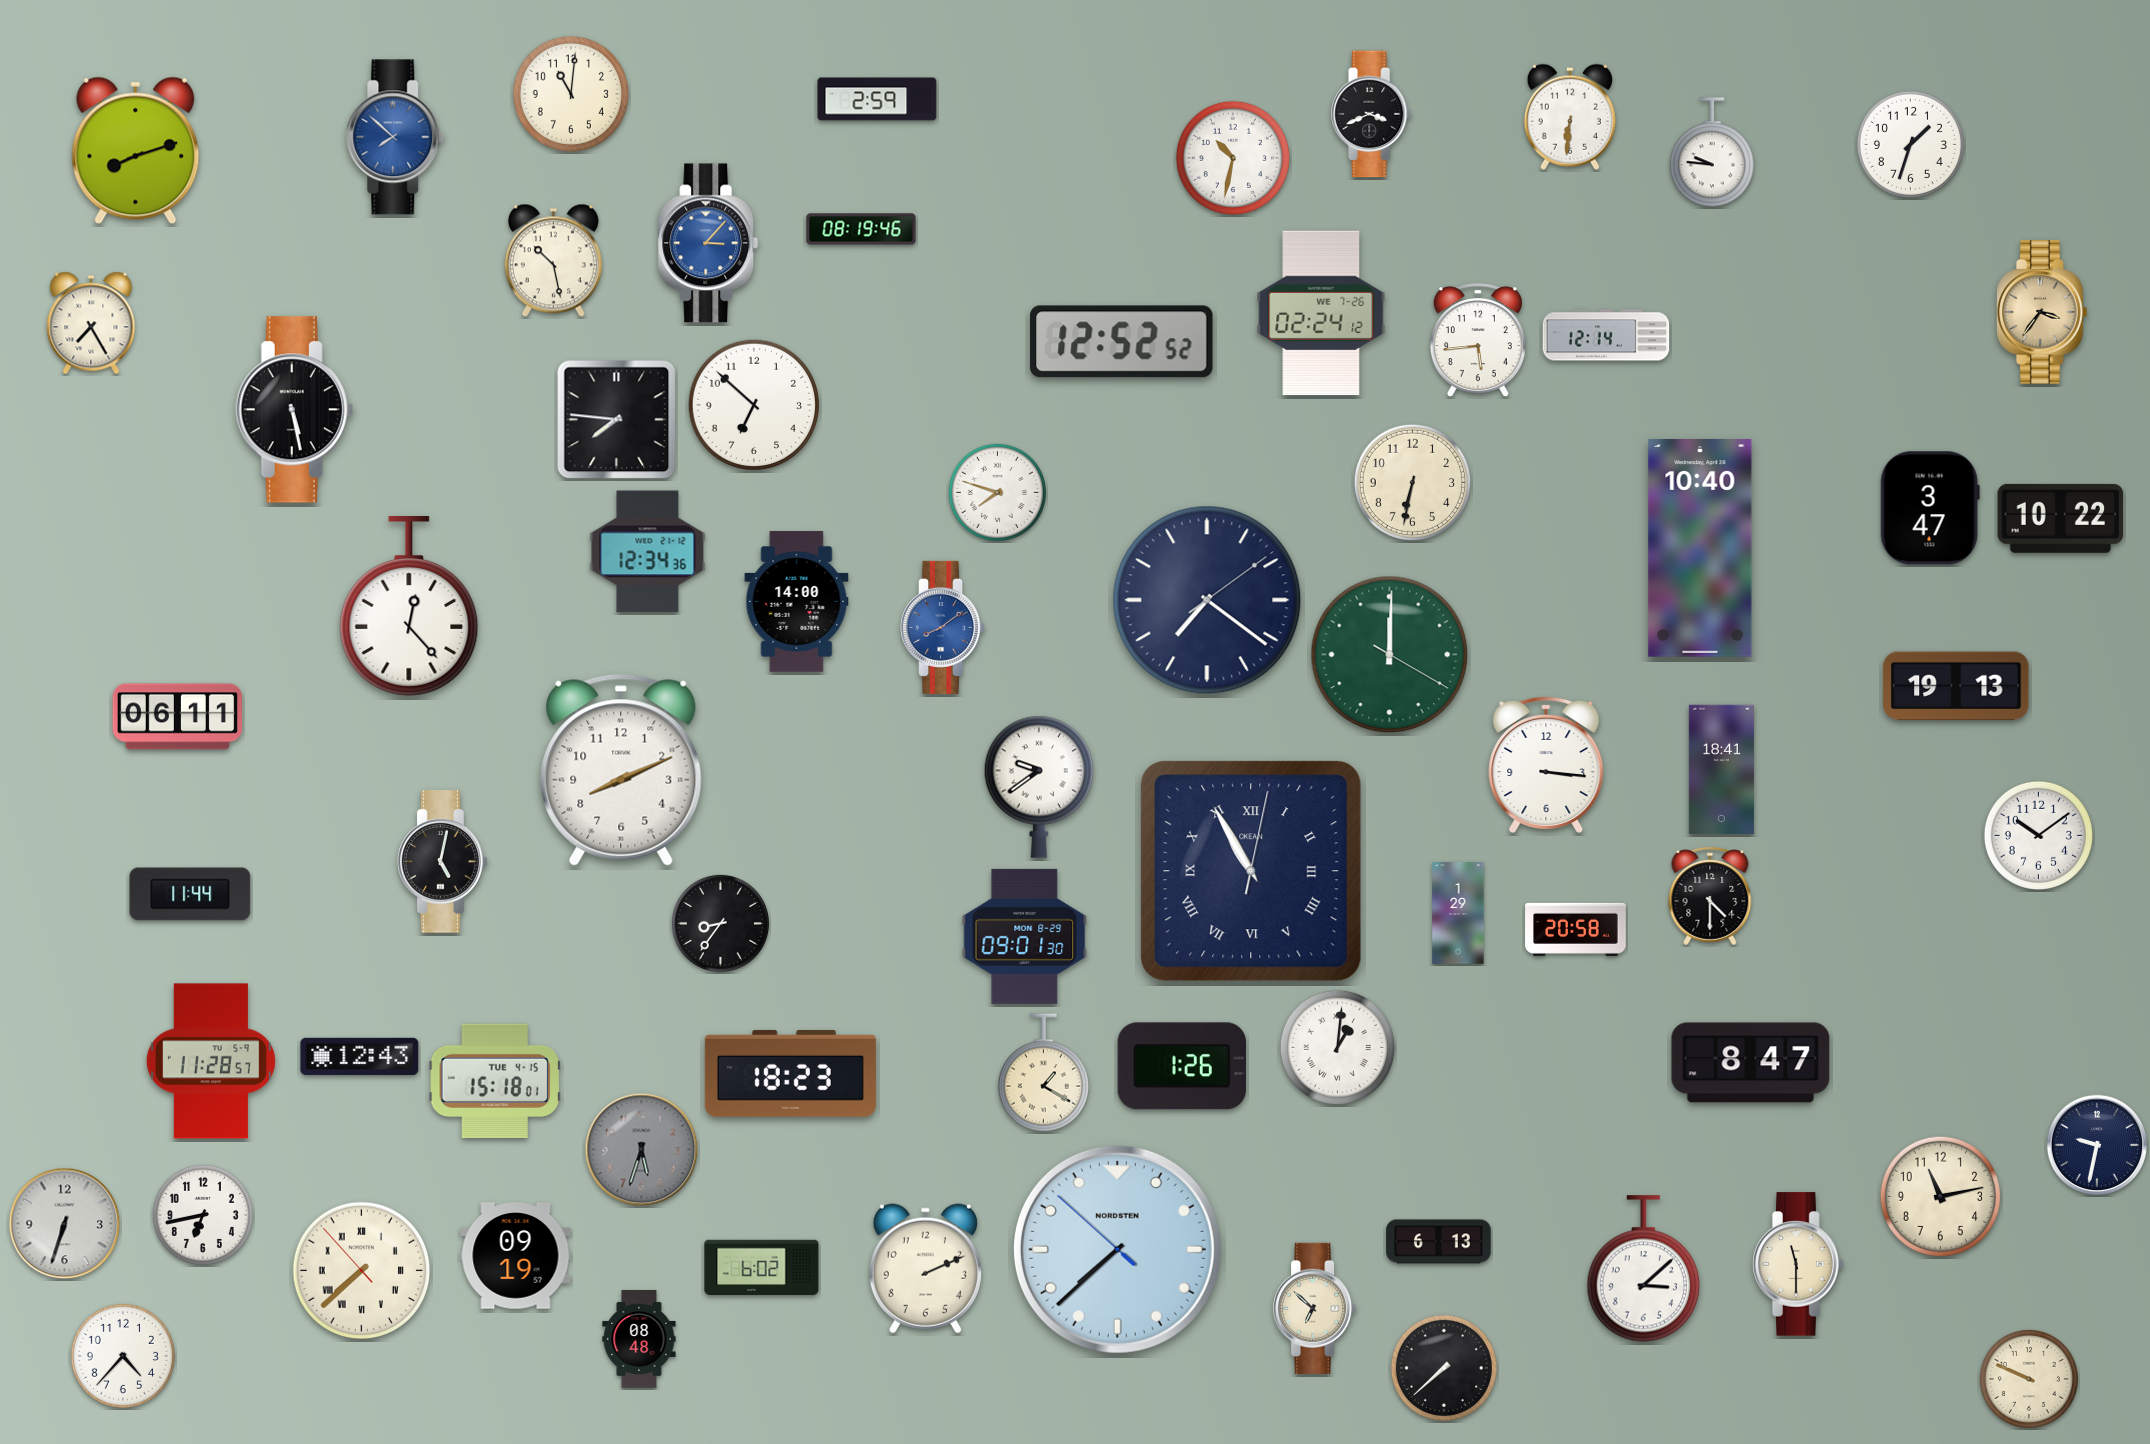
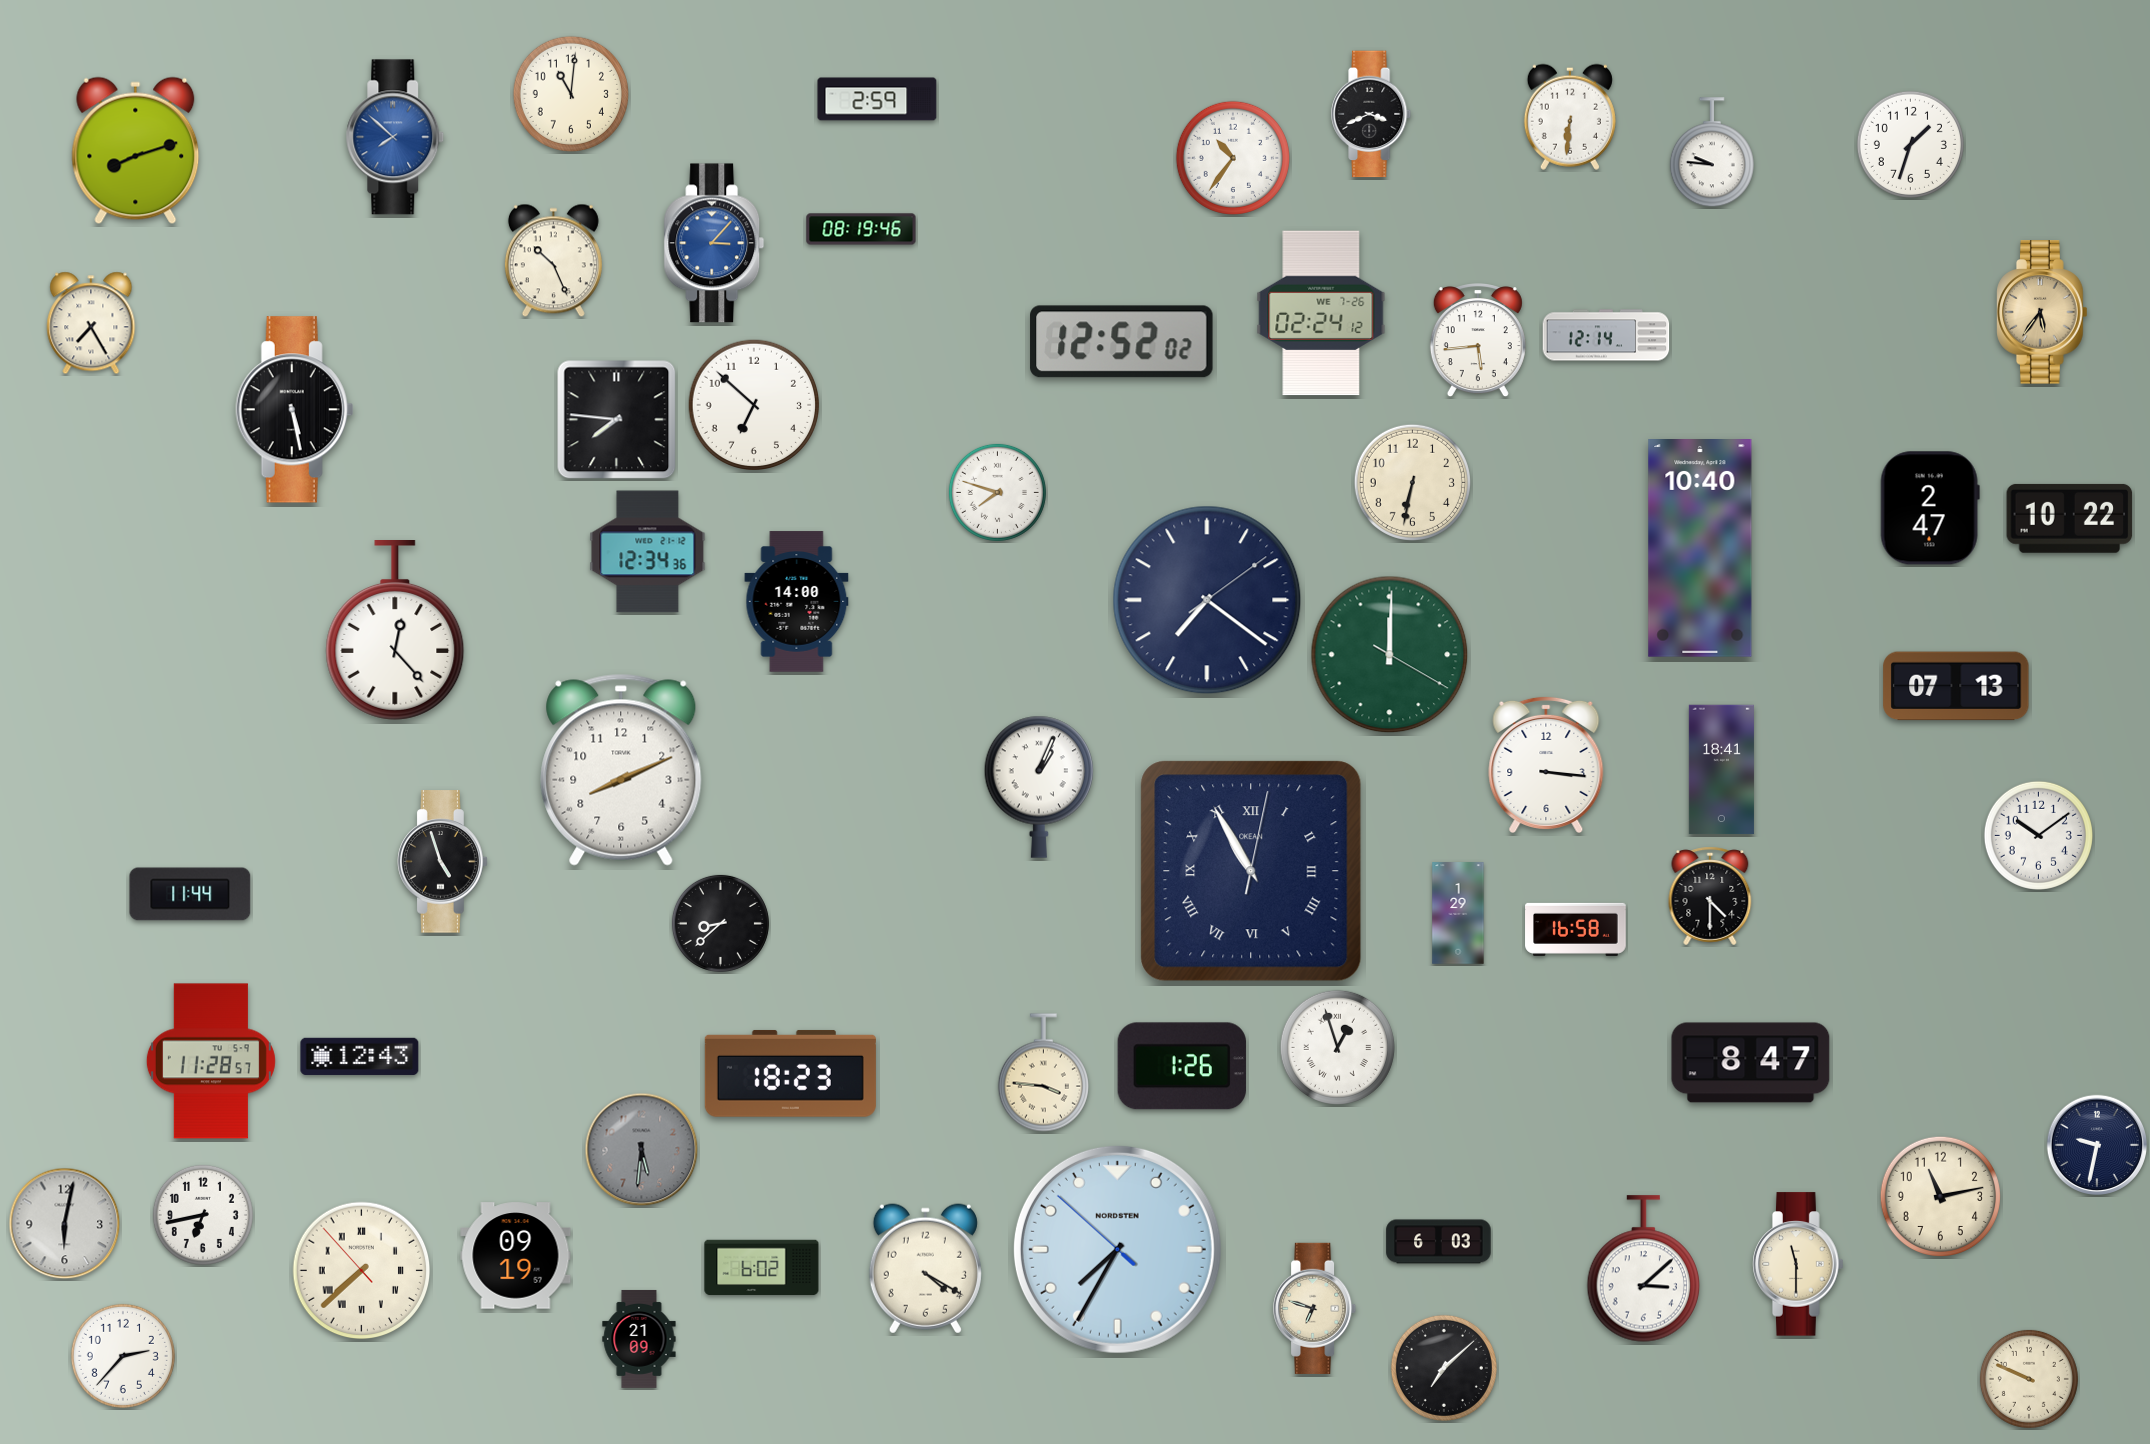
clock at (1233, 158): 10:32 -> 10:36
clock at (708, 243) position: (708, 243) -> (714, 243)
clock at (553, 261): 10:28 -> 10:26
clock at (2042, 312): 3:36 -> 5:36
clock at (1122, 342): 12:52:52 -> 12:52:02
clock at (1930, 508): 3:47 -> 2:47
clock at (2061, 518) position: (2061, 518) -> (2070, 518)
clock at (409, 607) position: (409, 607) -> (395, 631)
clock at (943, 627): 8:09 -> none
clock at (1956, 686): 19:13 -> 07:13
clock at (177, 717): 06:11 -> none
clock at (1038, 787): 9:39 -> 1:04
clock at (443, 862): 5:02 -> 4:57
clock at (720, 923): 8:36 -> 8:38
clock at (1576, 929): 20:58 -> 16:58
clock at (1025, 936): 09:01 -> none
clock at (1337, 1047): 1:01 -> 12:57
clock at (1043, 1073): 1:20 -> 3:46
clock at (495, 1081): 15:18 -> none
clock at (642, 1150): 5:33 -> 5:31
clock at (65, 1224): 6:33 -> 6:02
clock at (1439, 1242): 6:13 -> 6:03
clock at (1117, 1249): 7:37 -> 7:34
clock at (925, 1269): 2:11 -> 4:20
clock at (1315, 1308): 6:52 -> 6:48
clock at (639, 1339): 08:48 -> 21:09
clock at (123, 1356): 4:37 -> 2:37
clock at (1444, 1368): 7:38 -> 7:08
